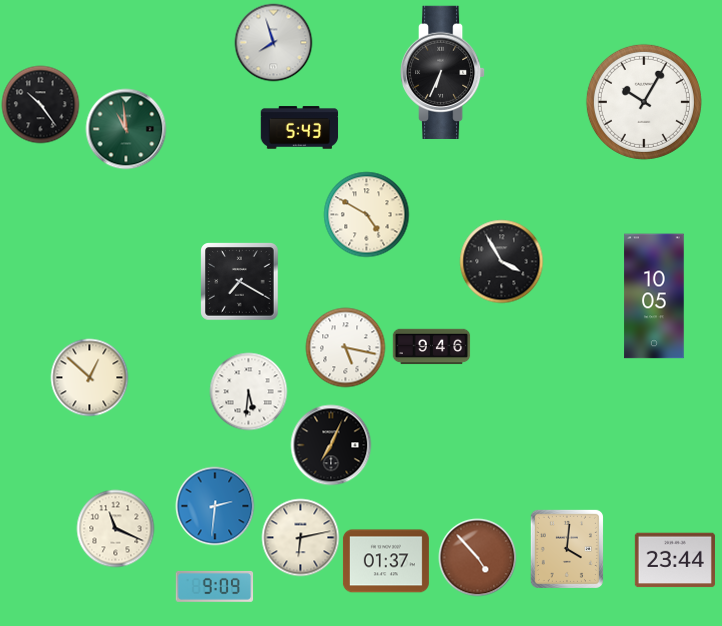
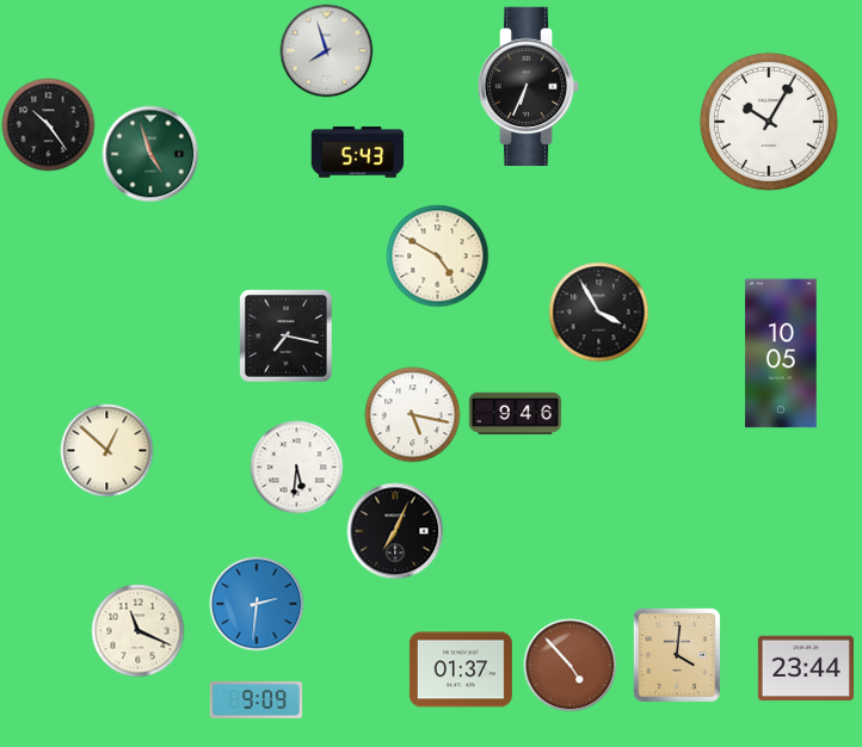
clock at (126, 129): 10:59 -> 4:57
clock at (239, 281): 7:20 -> 7:17
clock at (300, 537): 6:13 -> none
